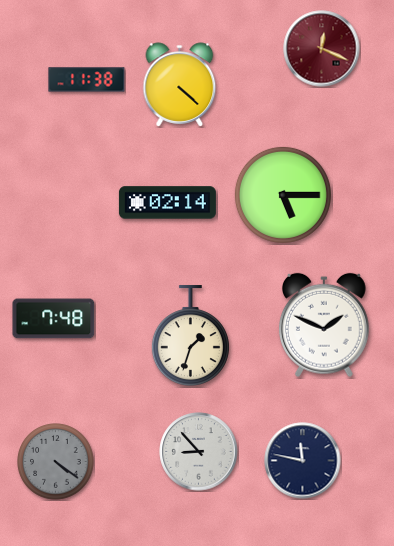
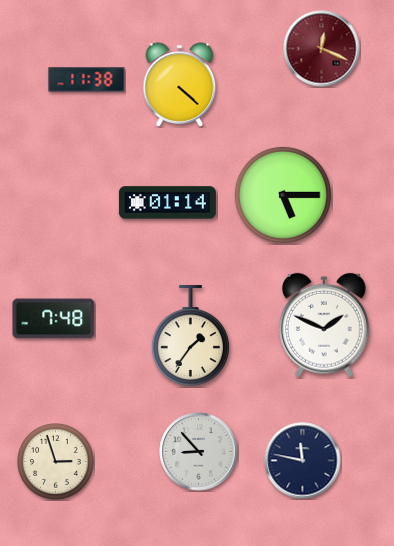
clock at (167, 203): 02:14 -> 01:14
clock at (190, 336): 1:33 -> 1:36
clock at (56, 462): 4:21 -> 2:57
clock at (56, 462) dial: grey -> cream
